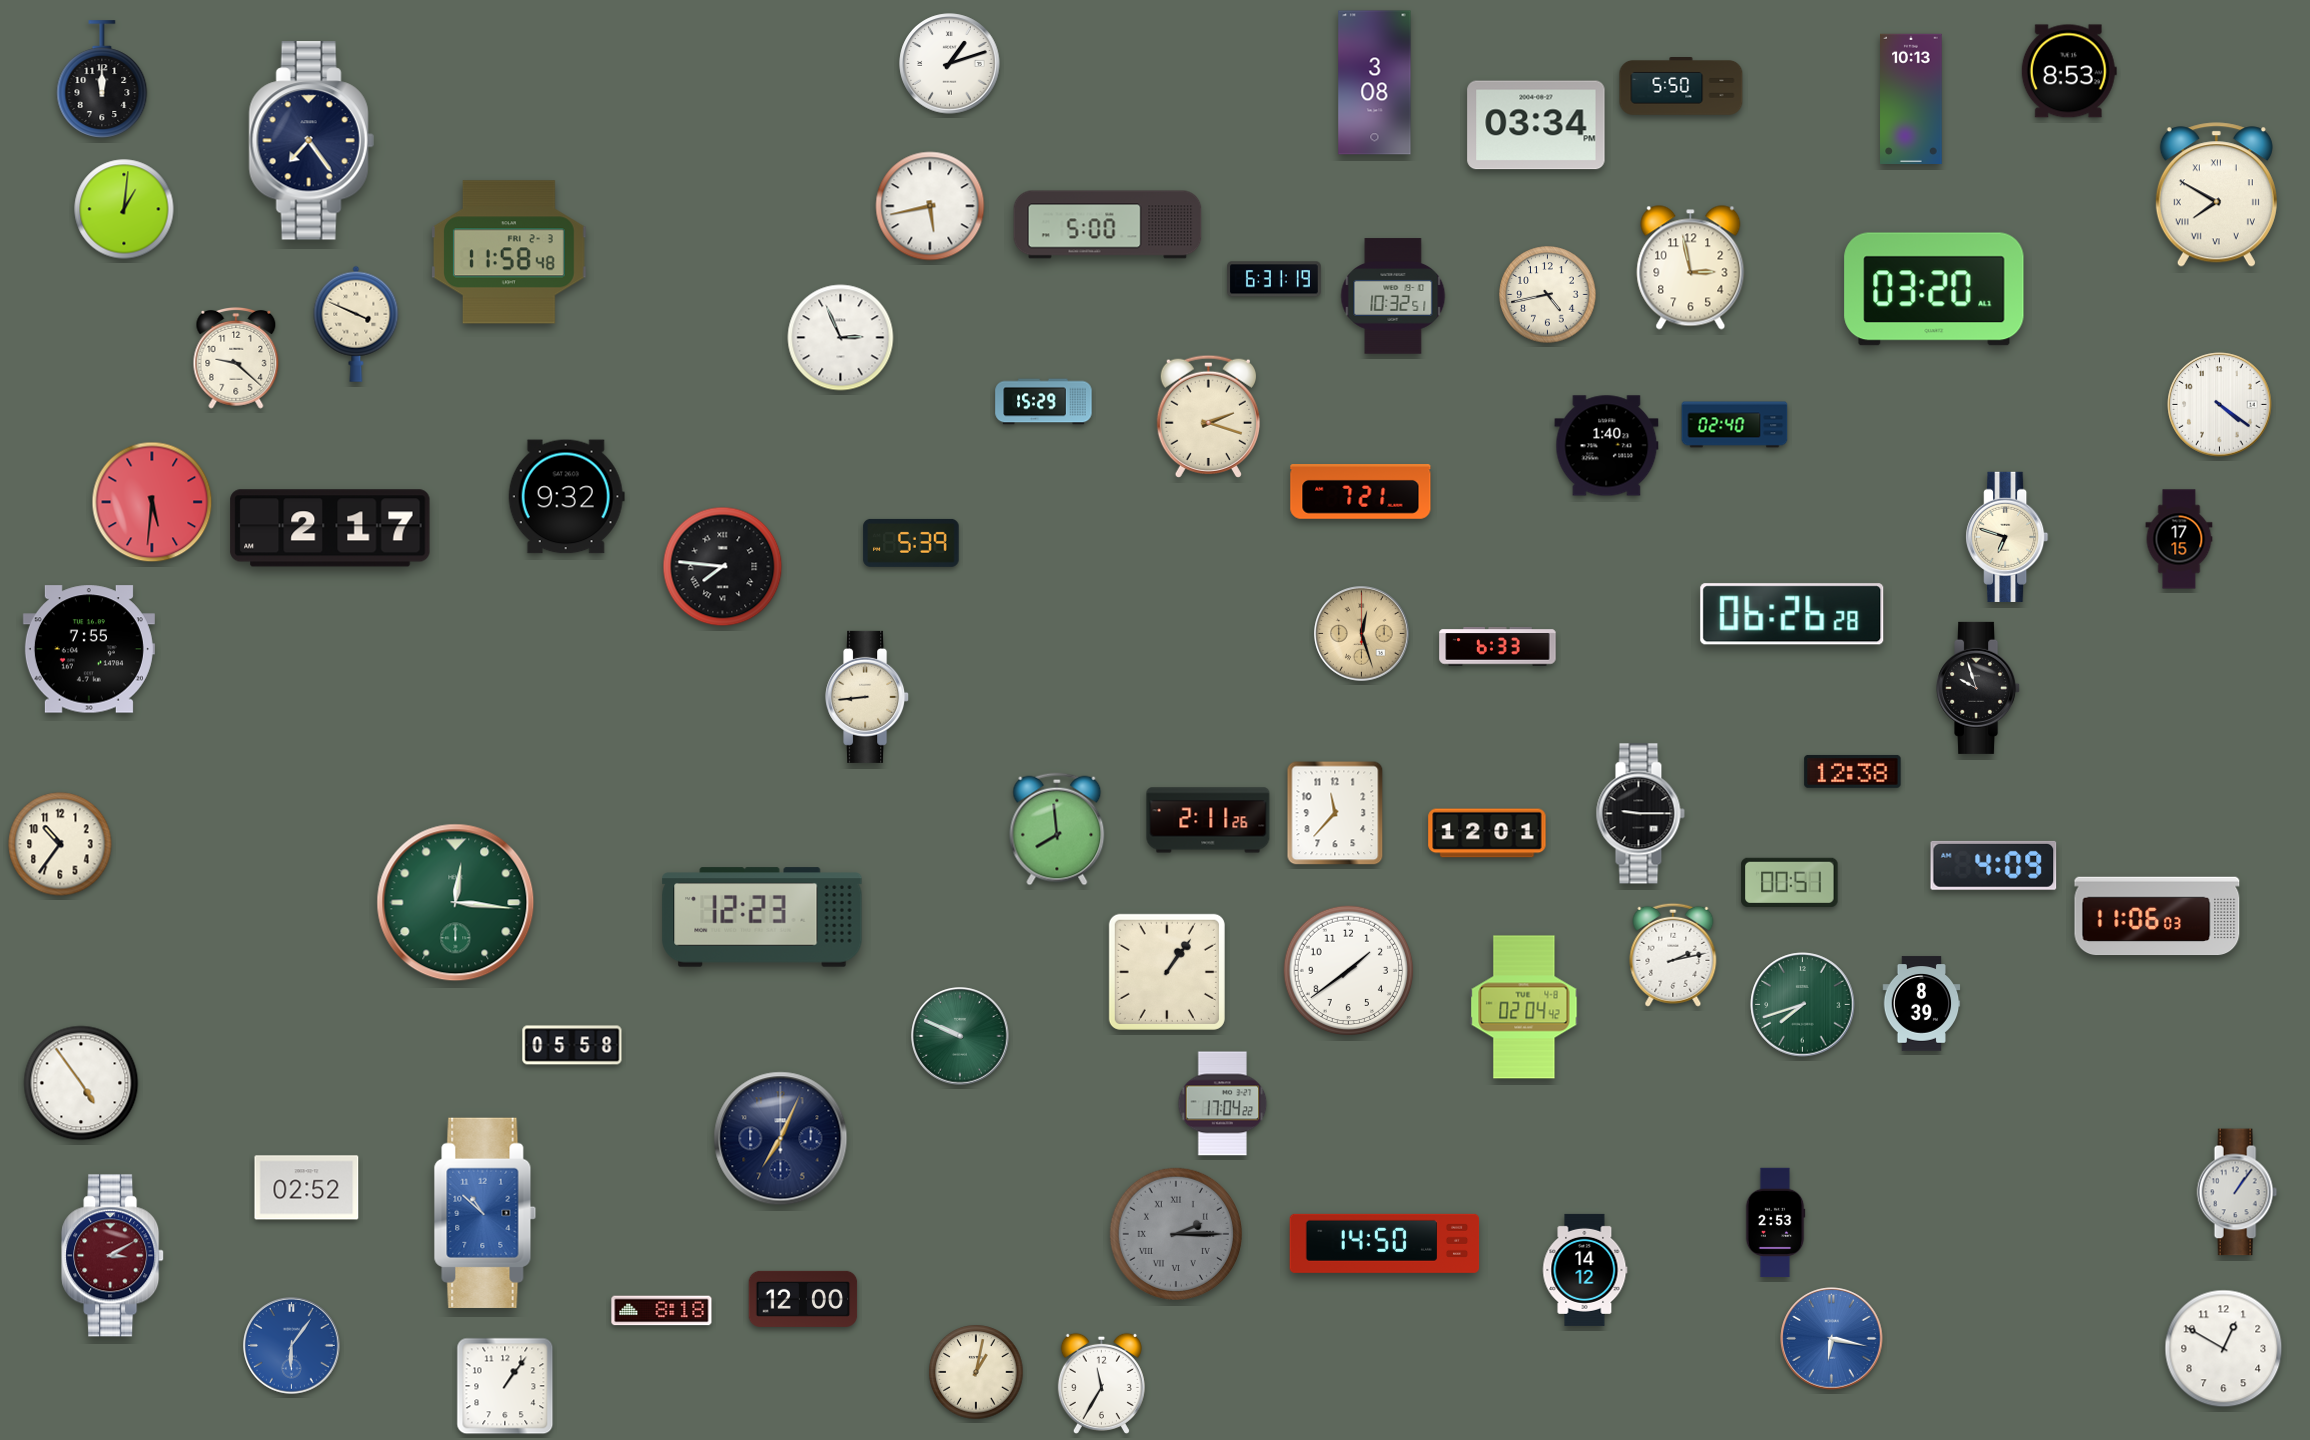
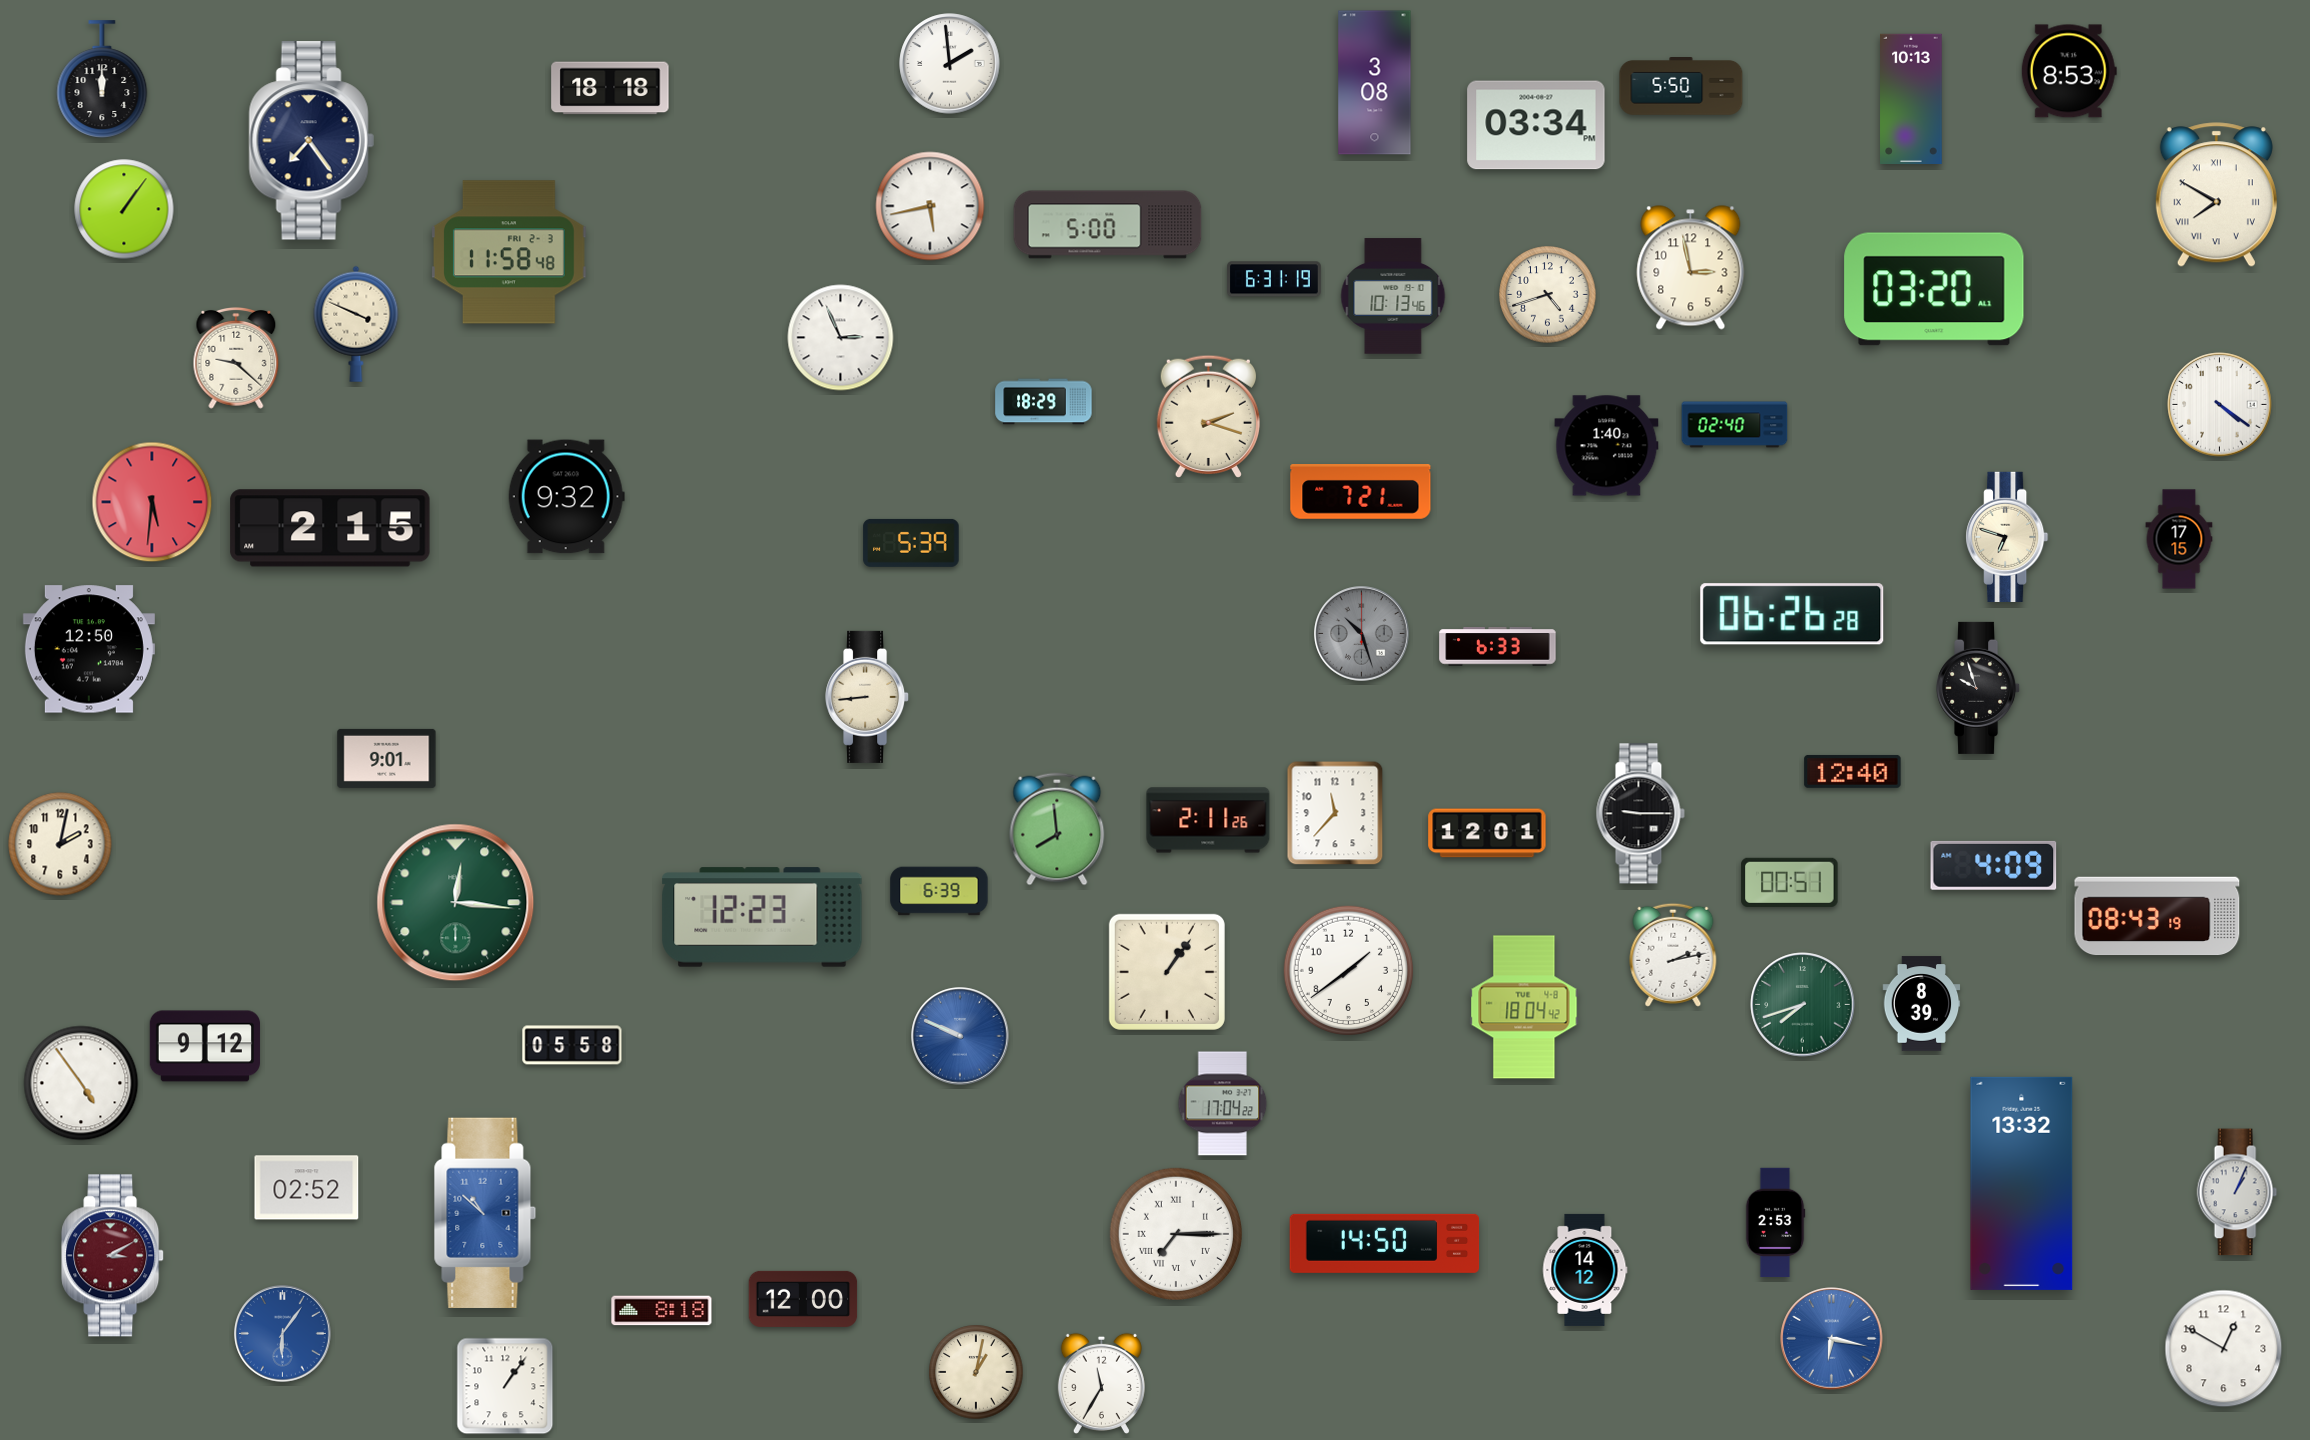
clock at (950, 64): 1:12 -> 1:59
clock at (610, 88): none -> 18:18
clock at (124, 209): 1:01 -> 1:06
clock at (1548, 295): 4:43 -> 4:42
clock at (1393, 296): 10:32 -> 10:13
clock at (1044, 402): 15:29 -> 18:29
clock at (330, 528): 2:17 -> 2:15
clock at (723, 567): 7:46 -> none
clock at (1362, 634): 12:27 -> 10:27
clock at (1362, 634) dial: champagne -> grey
clock at (89, 649): 7:55 -> 12:50
clock at (387, 758): none -> 9:01
clock at (1853, 772): 12:38 -> 12:40
clock at (60, 844): 10:36 -> 2:02
clock at (939, 891): none -> 6:39
clock at (2157, 916): 11:06 -> 08:43
clock at (1524, 1007): 02:04 -> 18:04
clock at (960, 1036) dial: green -> blue
clock at (205, 1046): none -> 9:12
clock at (781, 1139): 7:04 -> none
clock at (2022, 1183): none -> 13:32
clock at (2237, 1192): 1:06 -> 1:04
clock at (1176, 1234): 2:15 -> 7:15
clock at (1176, 1234) dial: grey -> white
clock at (292, 1346) position: (292, 1346) -> (283, 1334)
